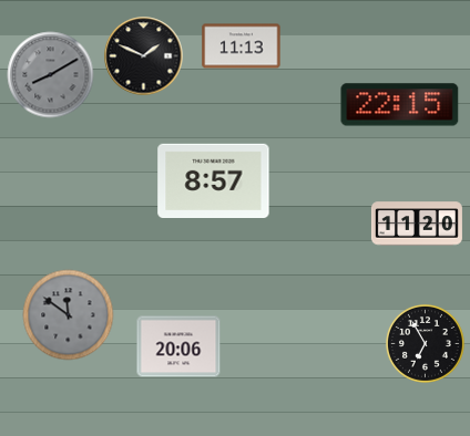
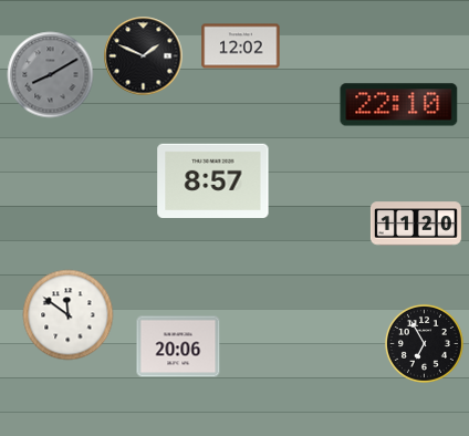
clock at (242, 46): 11:13 -> 12:02
clock at (400, 105): 22:15 -> 22:10
clock at (69, 315) dial: grey -> white
